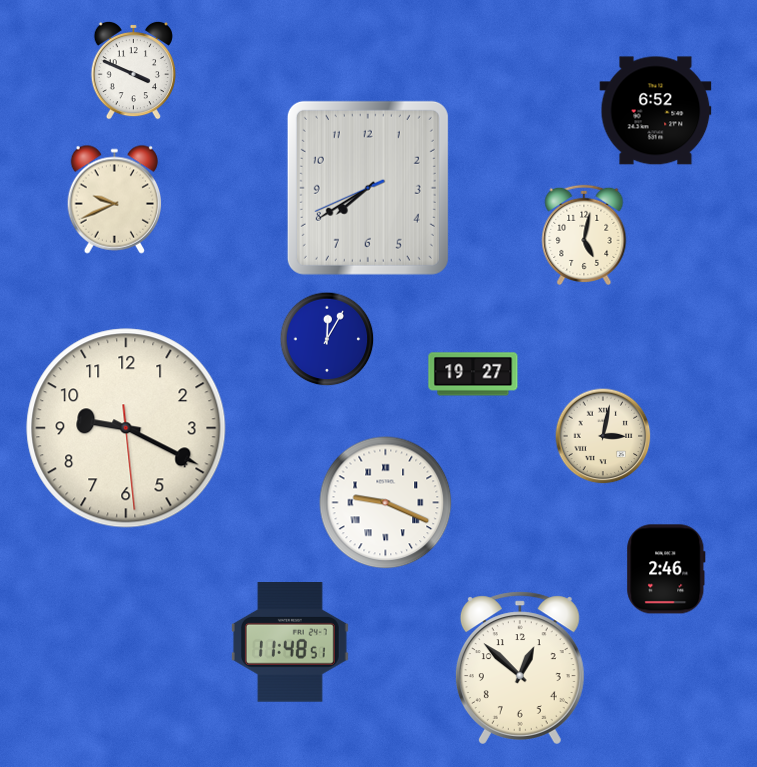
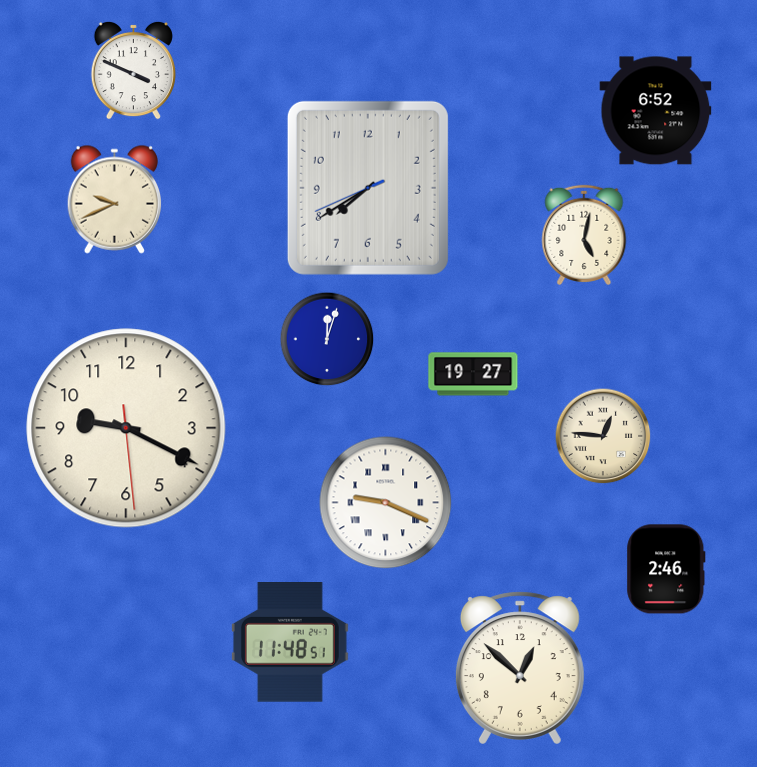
clock at (327, 339): 12:05 -> 12:03
clock at (603, 436): 3:02 -> 12:46
